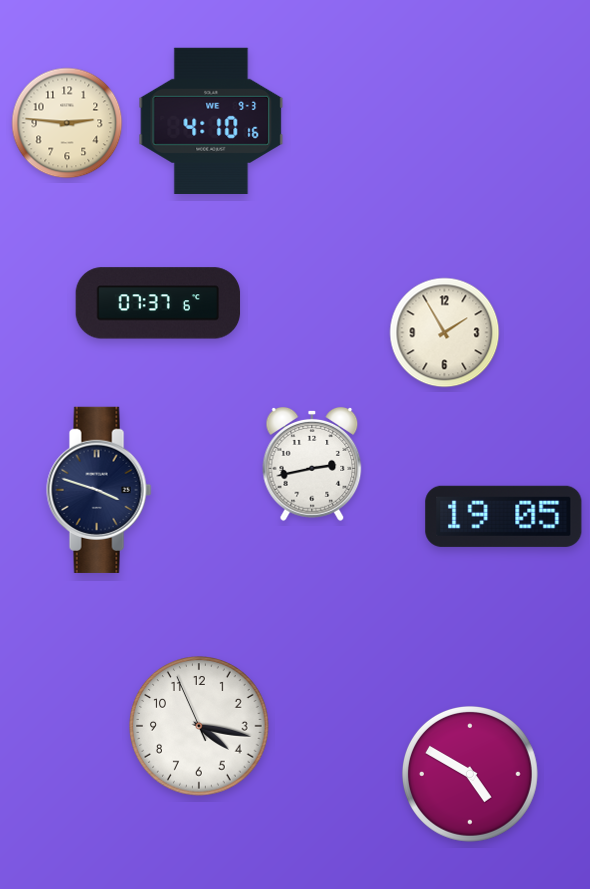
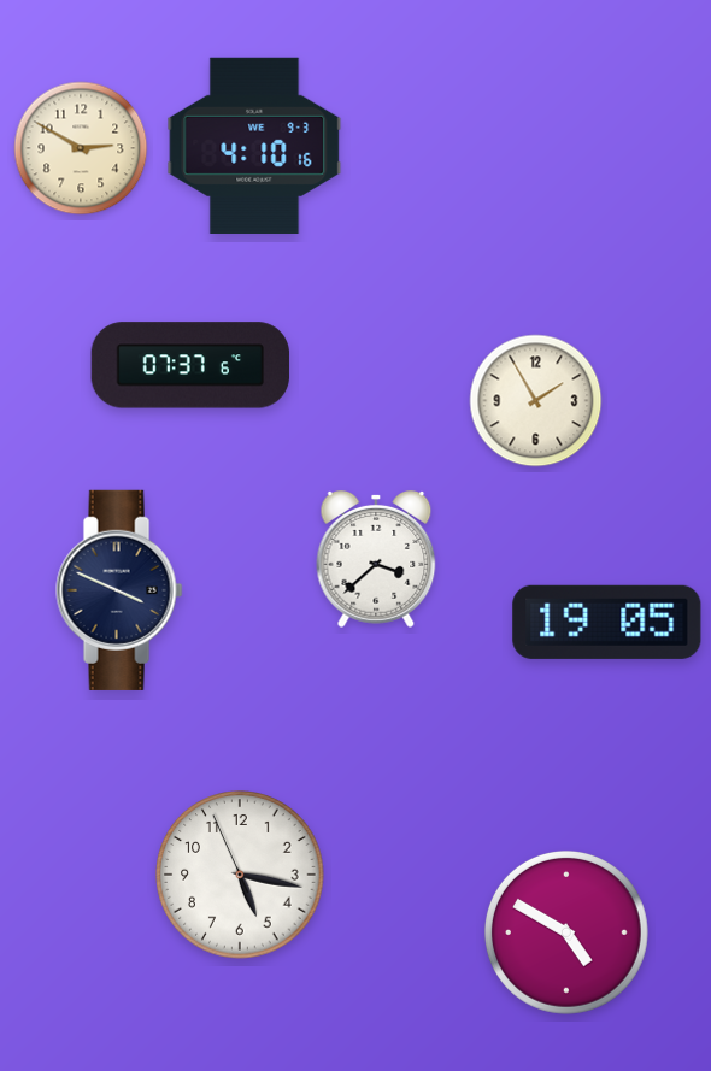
clock at (67, 123): 2:46 -> 2:50
clock at (312, 464): 2:43 -> 3:38
clock at (99, 490): 3:48 -> 3:49
clock at (199, 726): 4:16 -> 5:16
